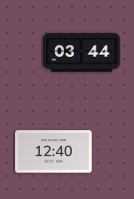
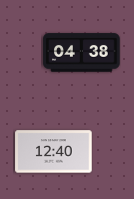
clock at (82, 53): 03:44 -> 04:38
